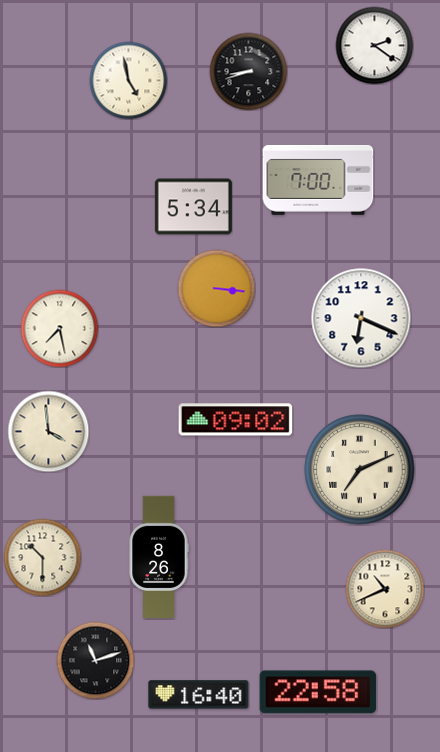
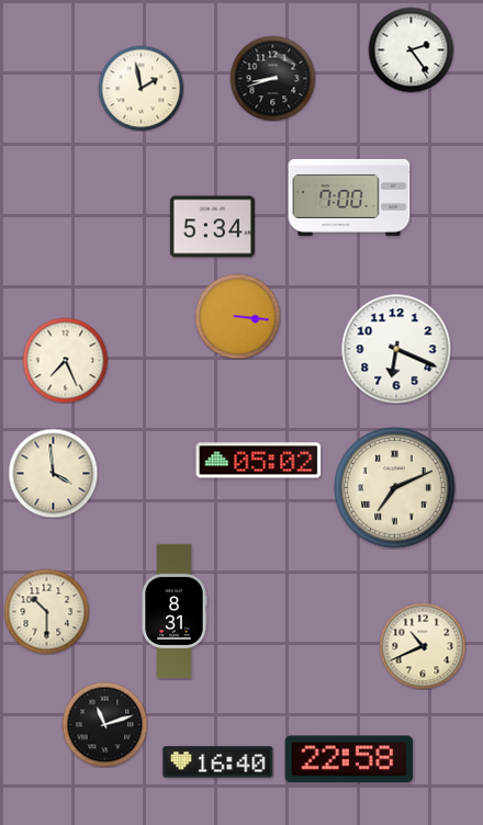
clock at (374, 45): 2:21 -> 2:24
clock at (128, 80): 4:58 -> 1:58
clock at (59, 328): 7:28 -> 7:26
clock at (236, 420): 09:02 -> 05:02
clock at (360, 470) position: (360, 470) -> (395, 488)
clock at (159, 556): 8:26 -> 8:31
